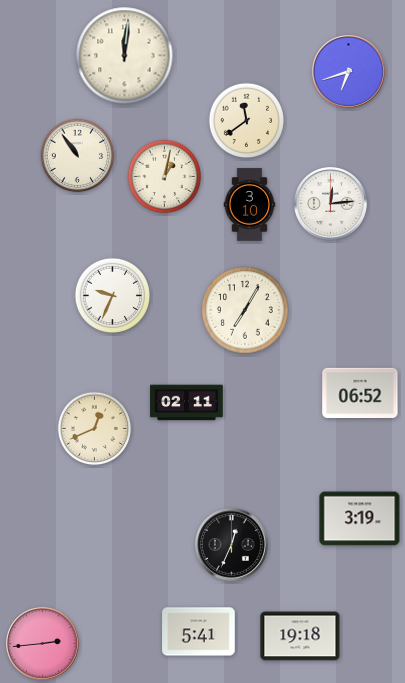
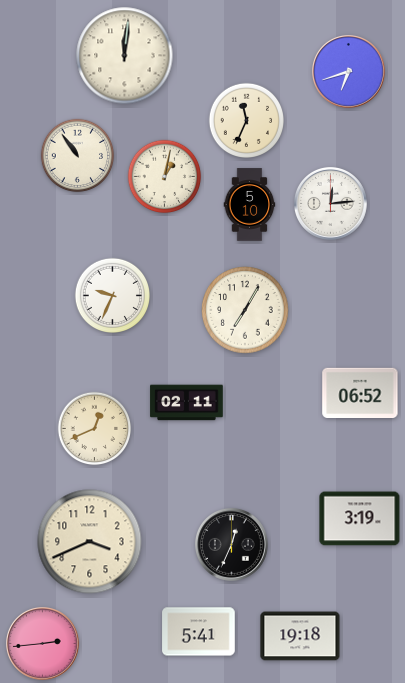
clock at (247, 121): 11:39 -> 11:34
clock at (250, 205): 3:10 -> 5:10
clock at (90, 542): none -> 3:41
